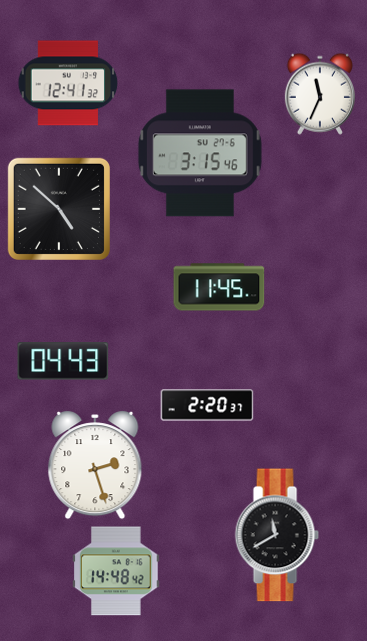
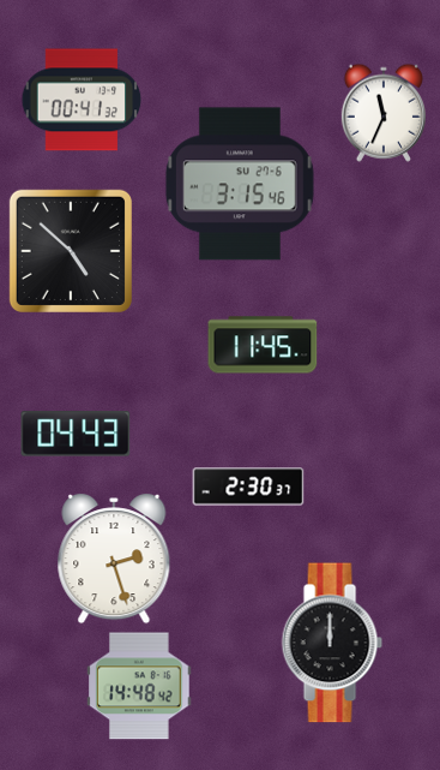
clock at (68, 83): 12:41 -> 00:41
clock at (207, 405): 2:20 -> 2:30
clock at (277, 535): 11:40 -> 12:00
